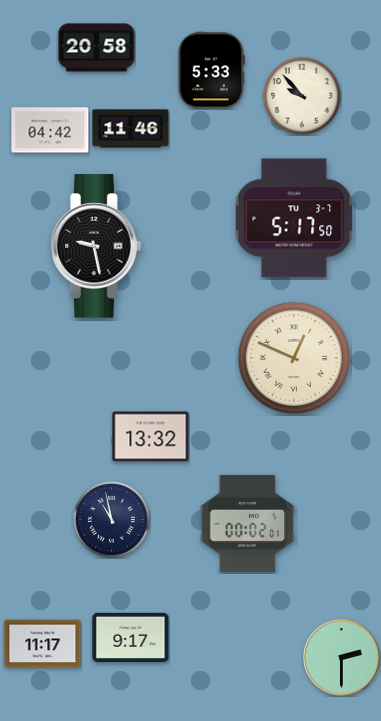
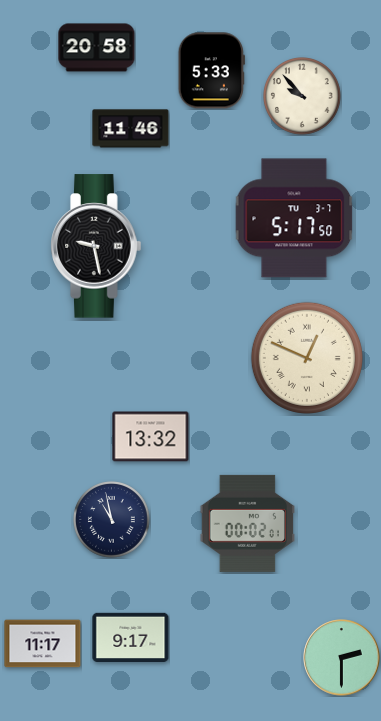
clock at (50, 130): 04:42 -> none
clock at (294, 358) position: (294, 358) -> (307, 358)
